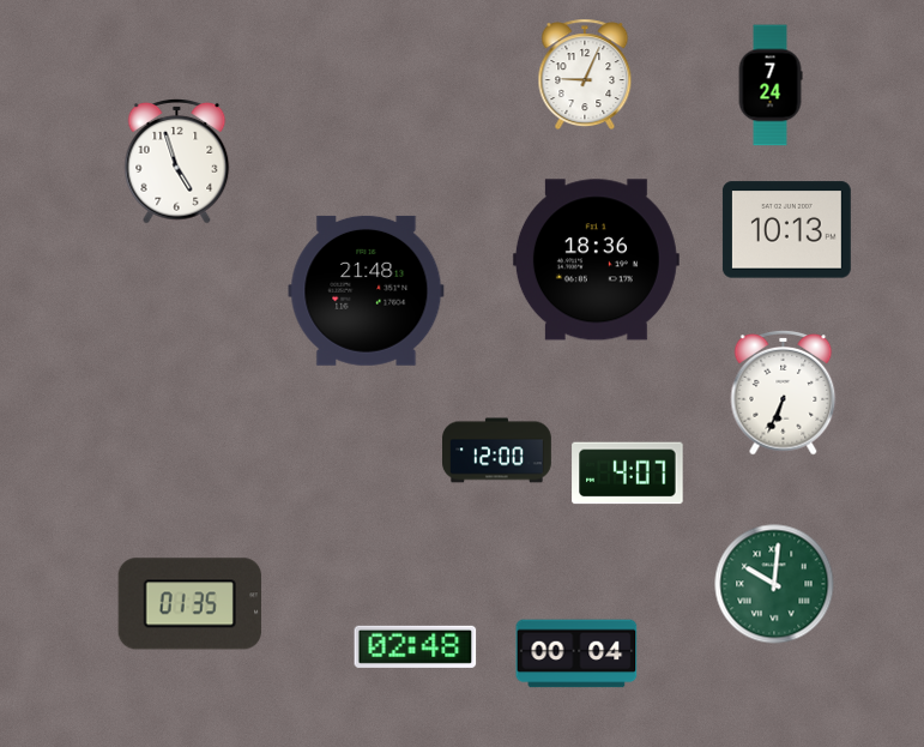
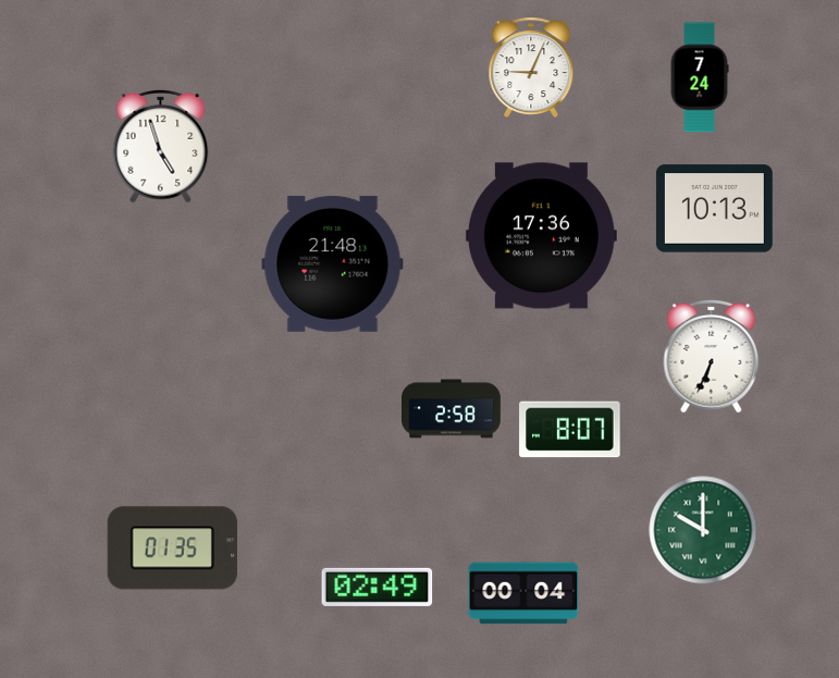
clock at (596, 260): 18:36 -> 17:36
clock at (497, 451): 12:00 -> 2:58
clock at (628, 474): 4:07 -> 8:07
clock at (774, 584): 10:01 -> 10:00
clock at (416, 646): 02:48 -> 02:49
